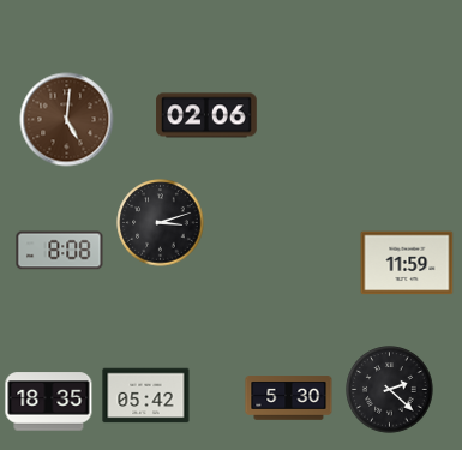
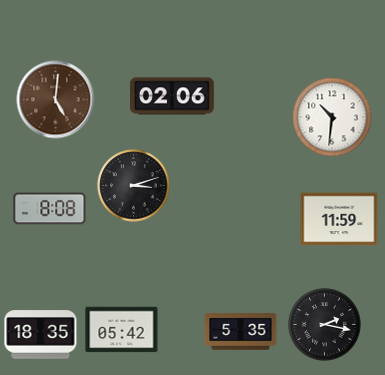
clock at (332, 117): none -> 10:31
clock at (390, 390): 2:22 -> 2:17
clock at (289, 398): 5:30 -> 5:35
